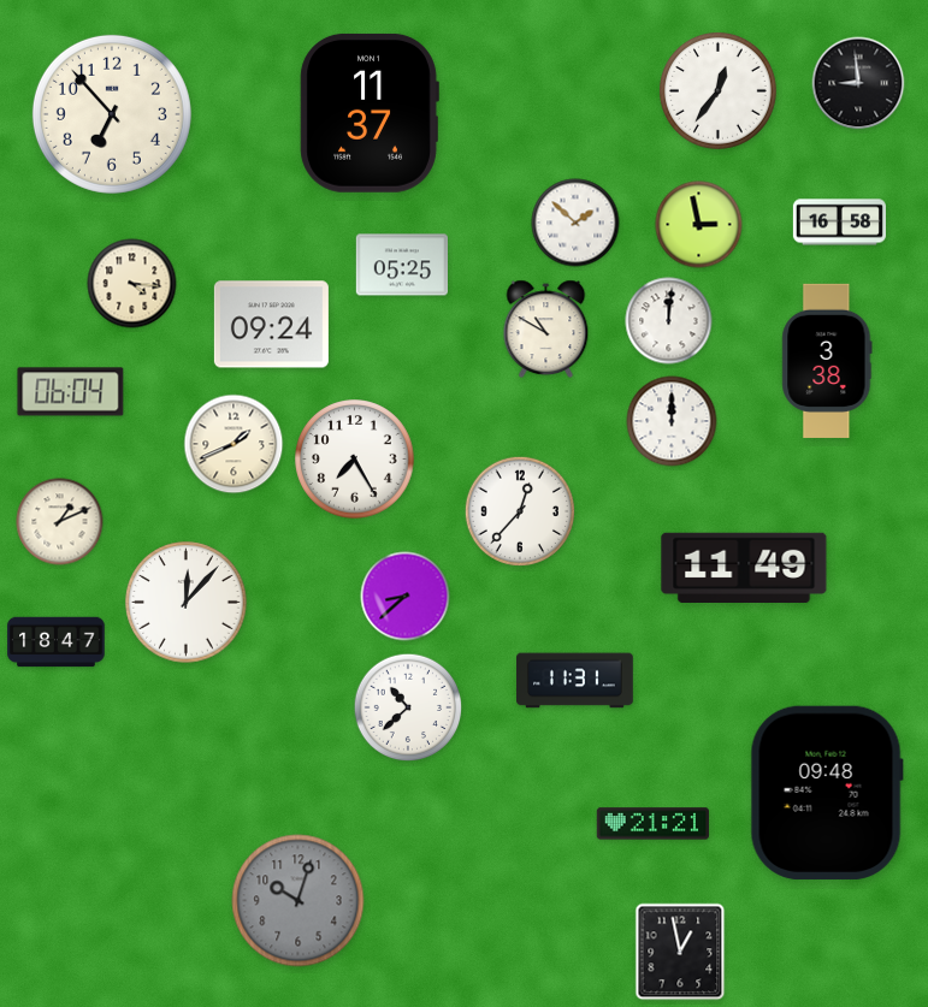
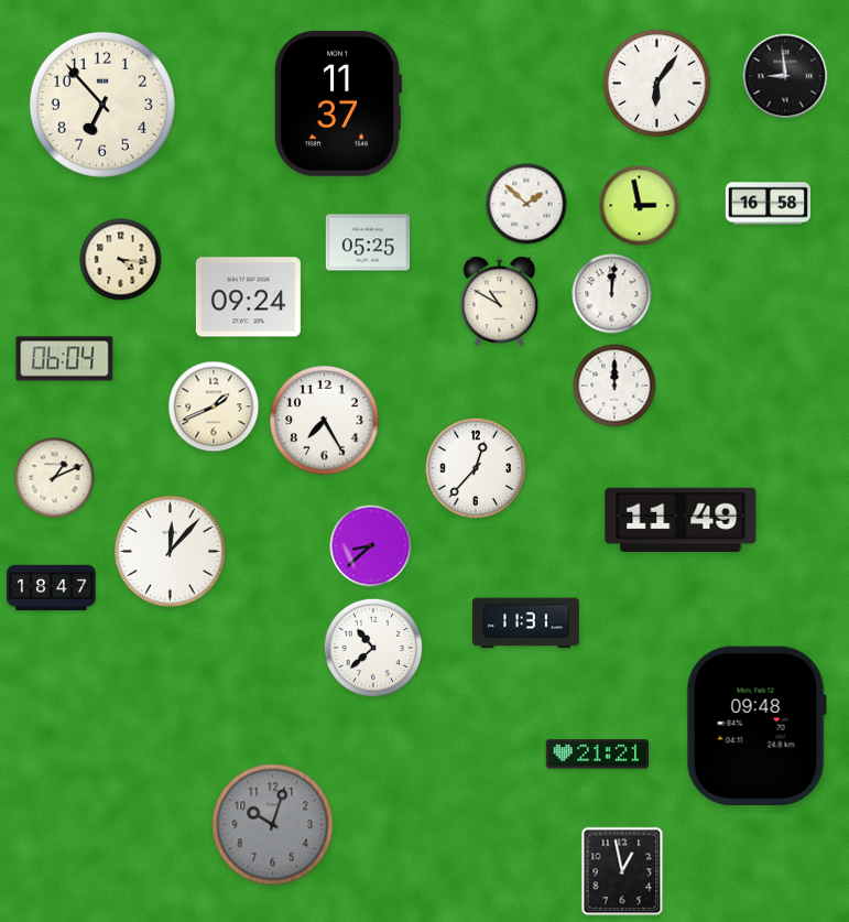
clock at (717, 90): 12:36 -> 6:06
clock at (827, 361): 3:38 -> none
